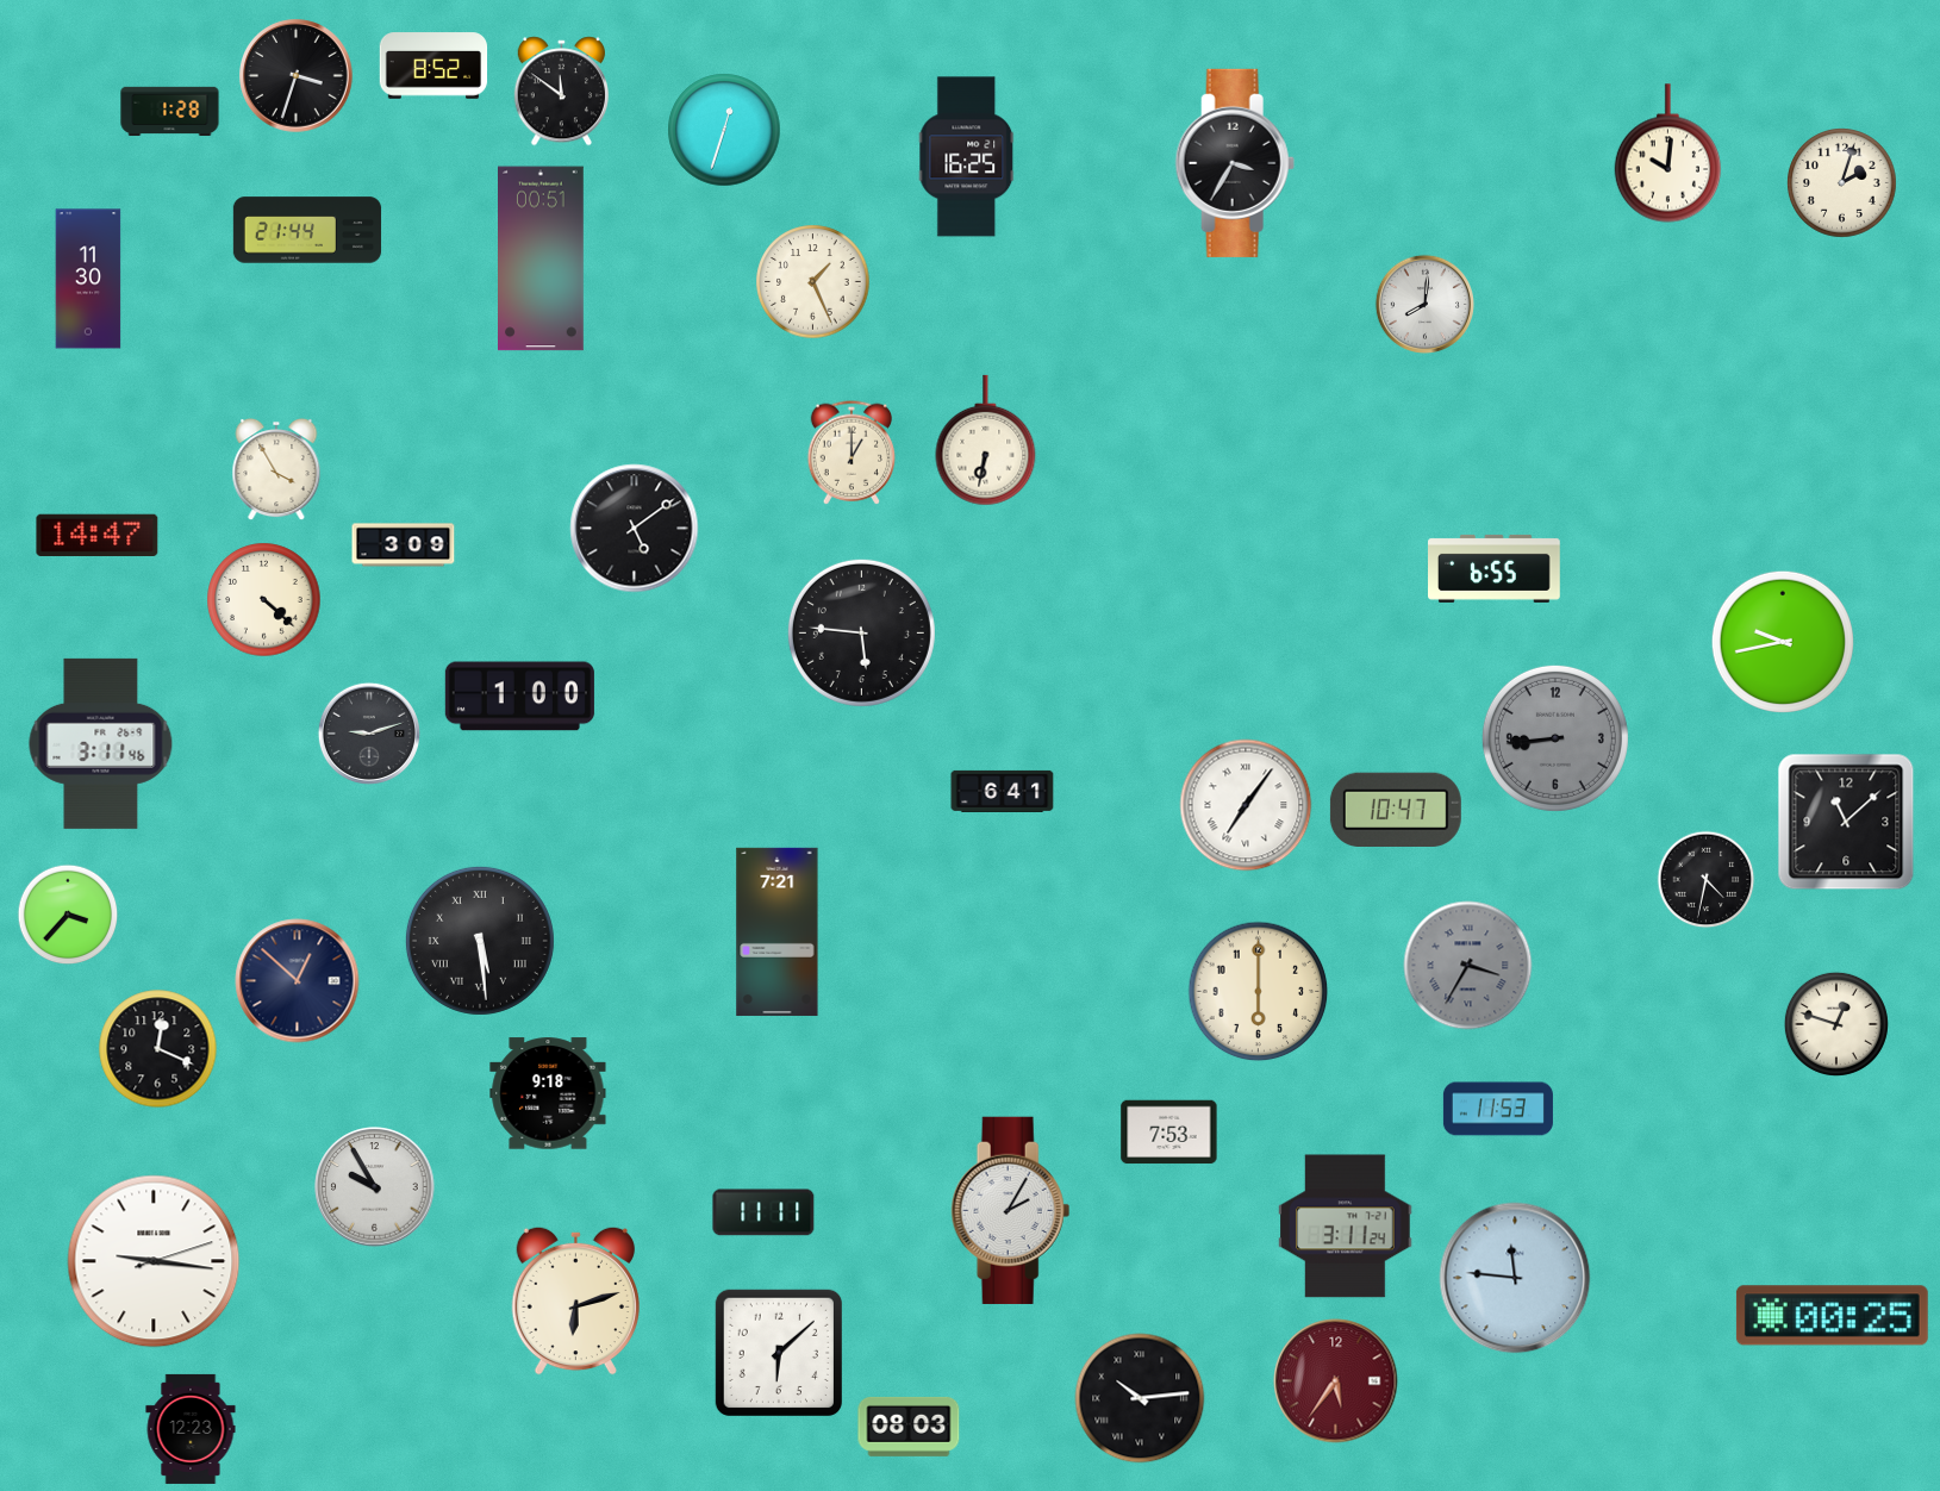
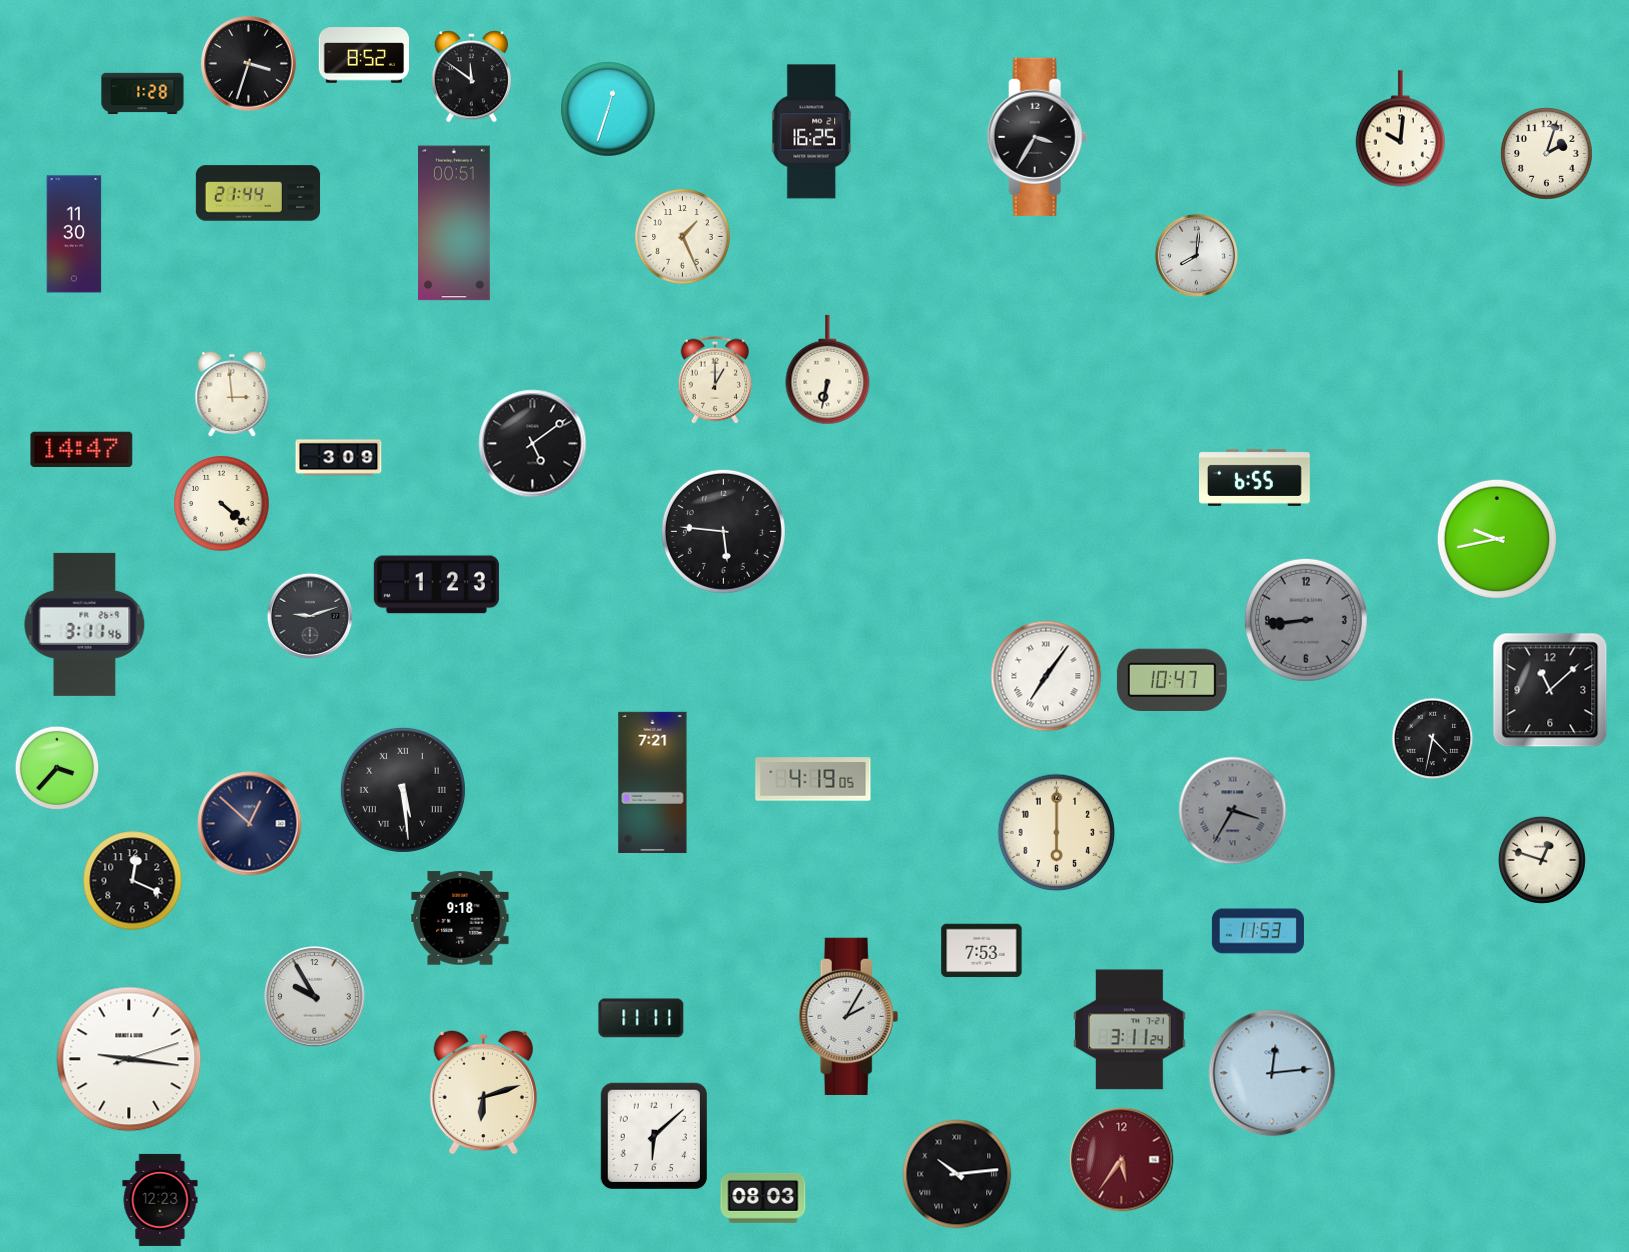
clock at (542, 258) position: (542, 258) -> (455, 223)
clock at (276, 469): 3:55 -> 2:59
clock at (519, 697): 1:00 -> 1:23
clock at (1003, 791): 6:41 -> none
clock at (813, 779): none -> 4:19
clock at (1515, 1278): 11:46 -> 12:14
clock at (1832, 1316): 00:25 -> none
